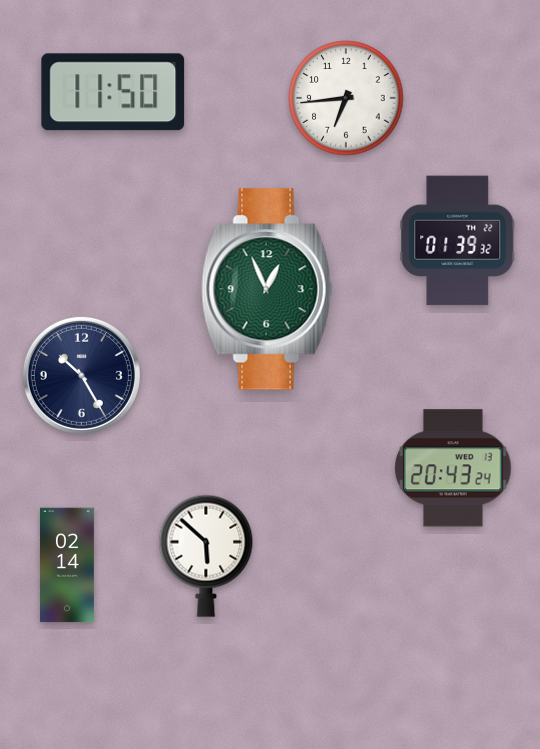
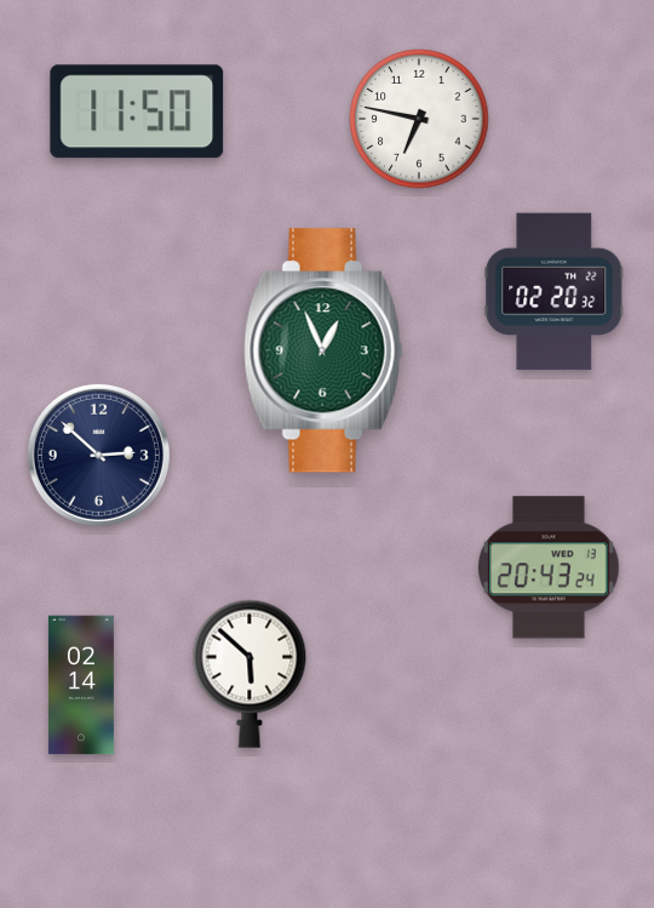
clock at (346, 98): 6:44 -> 6:47
clock at (458, 241): 01:39 -> 02:20
clock at (81, 375): 10:25 -> 2:52
